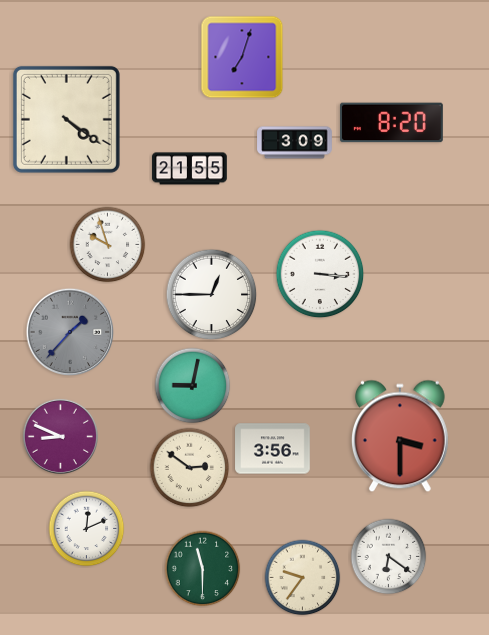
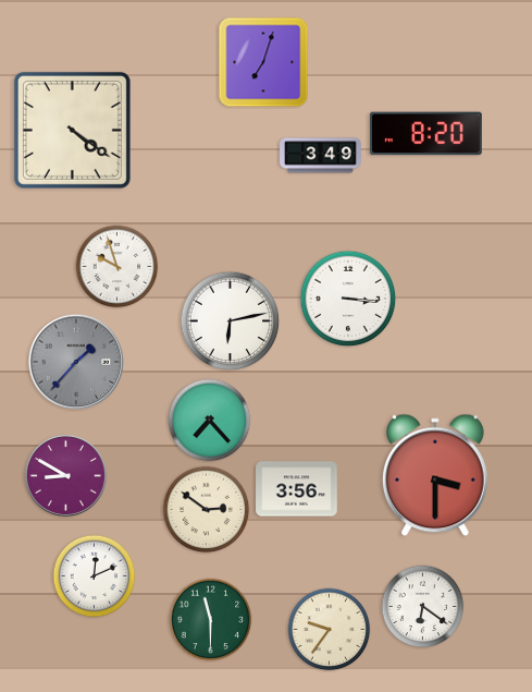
clock at (295, 143): 3:09 -> 3:49
clock at (190, 169): 21:55 -> none
clock at (212, 295): 12:45 -> 6:13
clock at (193, 386): 9:02 -> 7:23
clock at (60, 436): 8:49 -> 8:50
clock at (203, 569) position: (203, 569) -> (211, 620)
